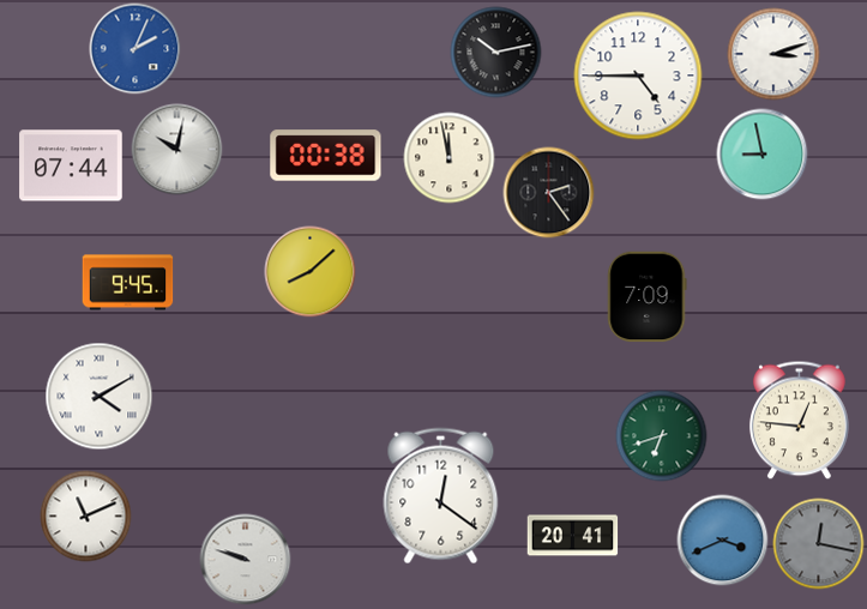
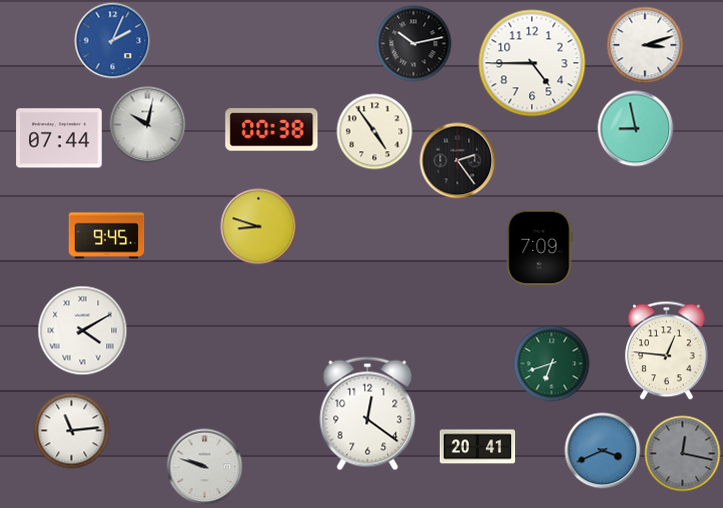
clock at (450, 158): 11:58 -> 4:54
clock at (311, 272): 8:08 -> 8:48
clock at (86, 517): 11:11 -> 11:14
